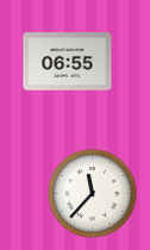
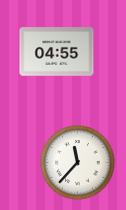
clock at (68, 62): 06:55 -> 04:55
